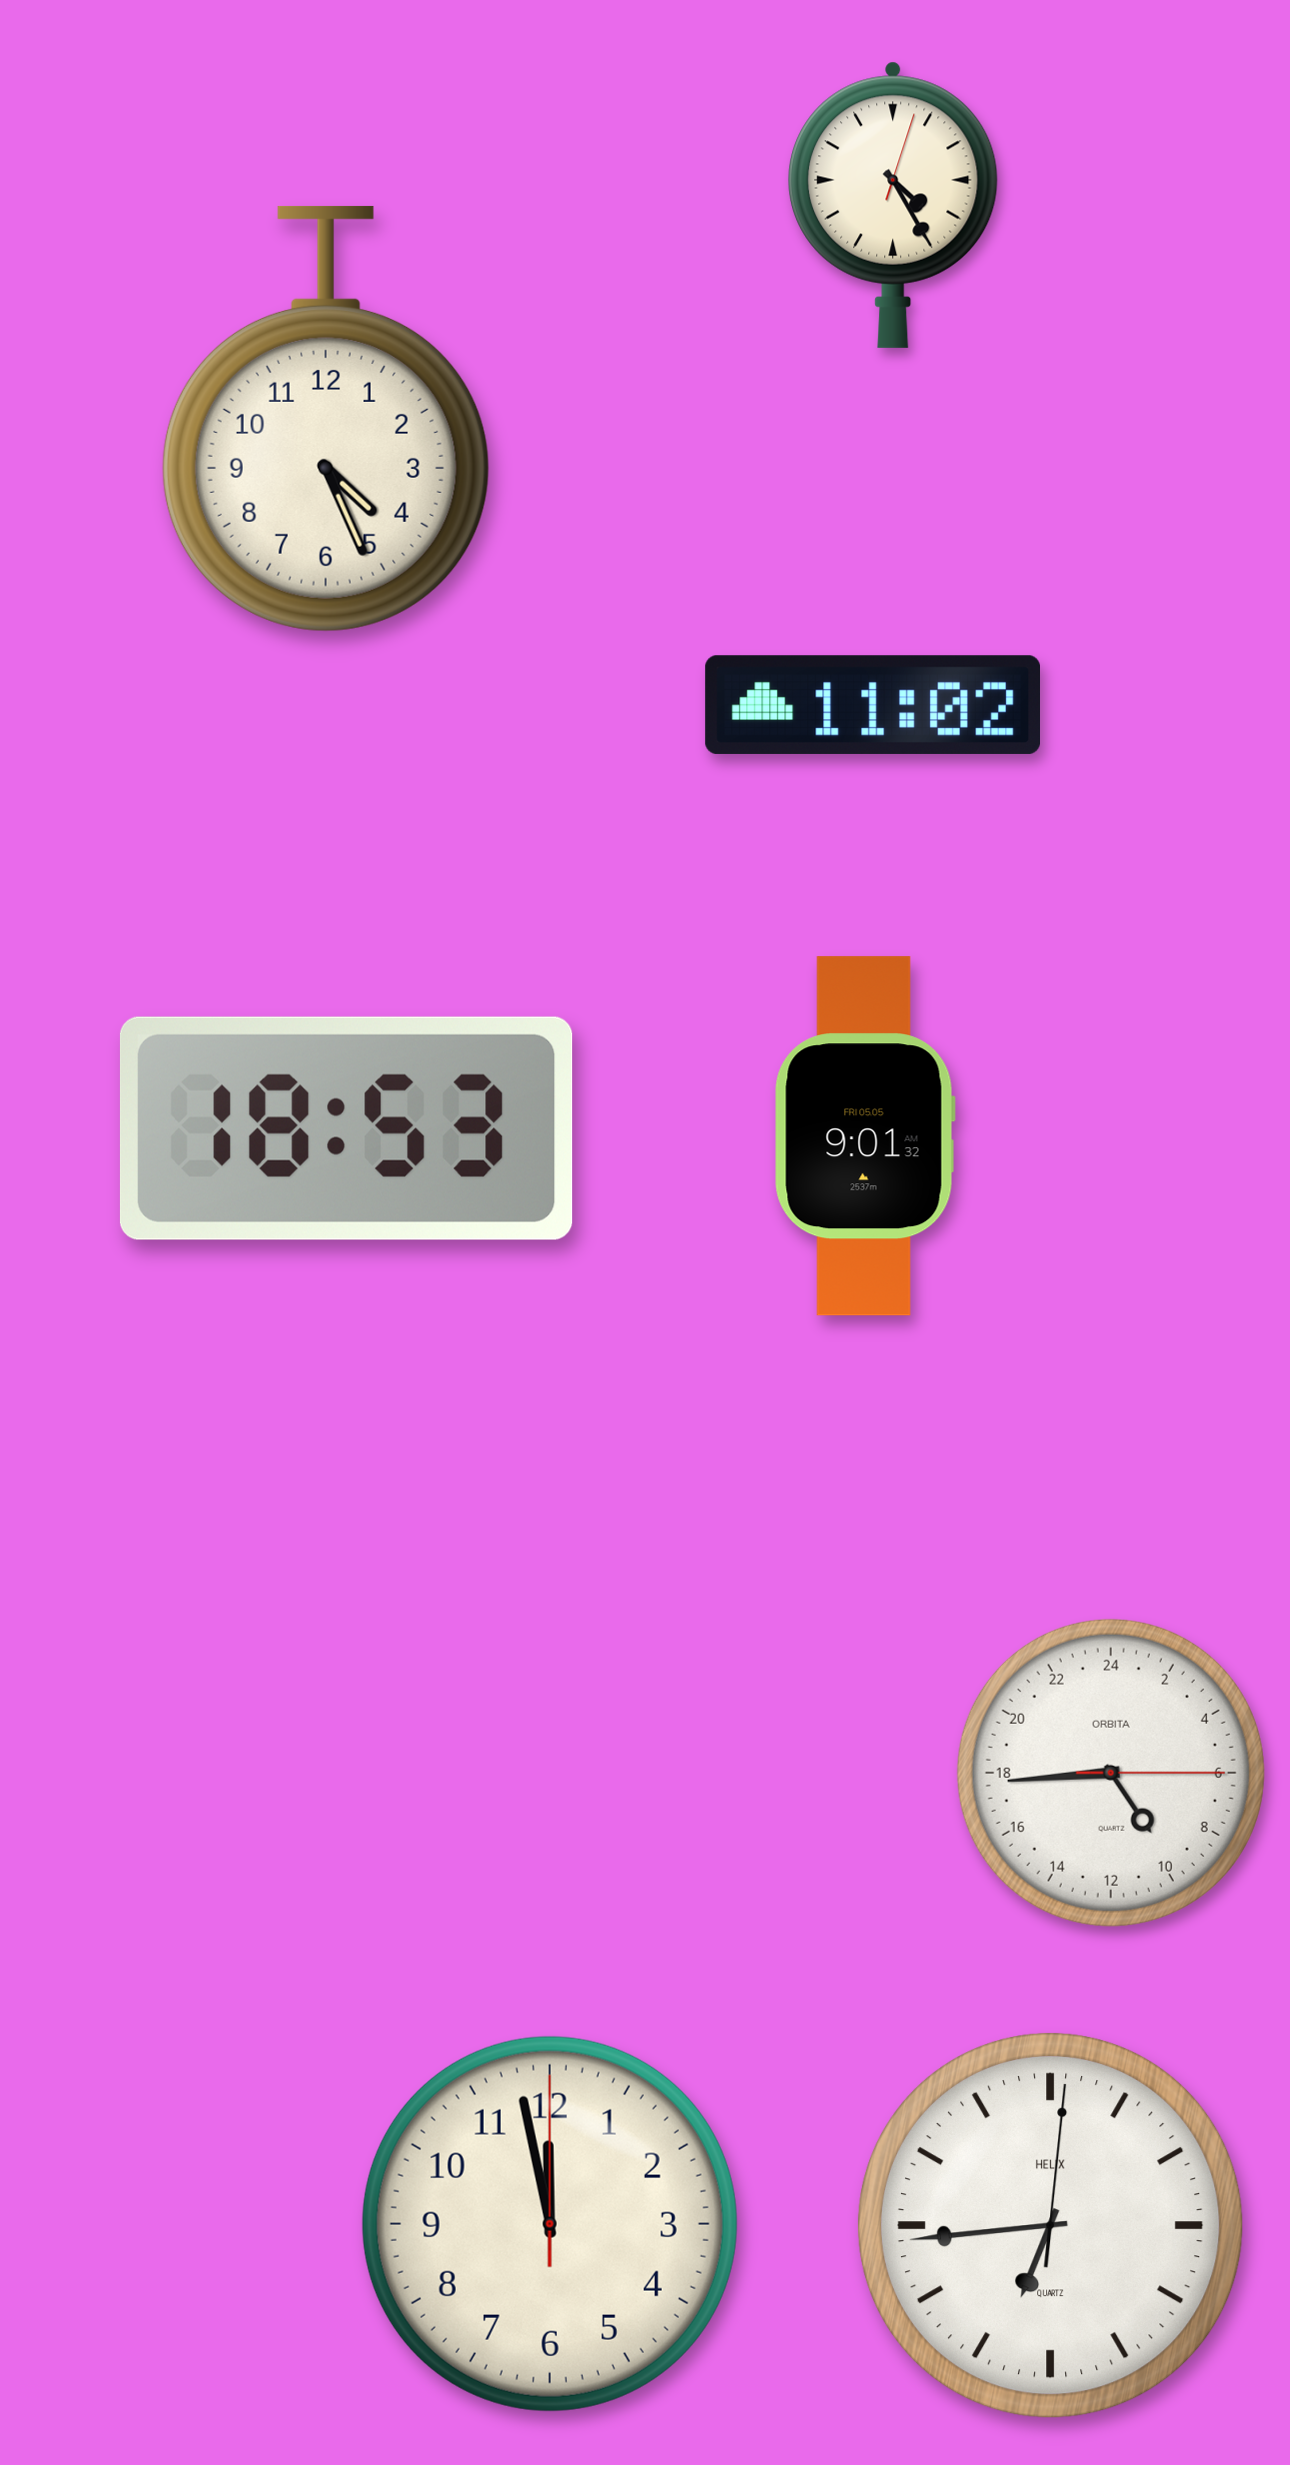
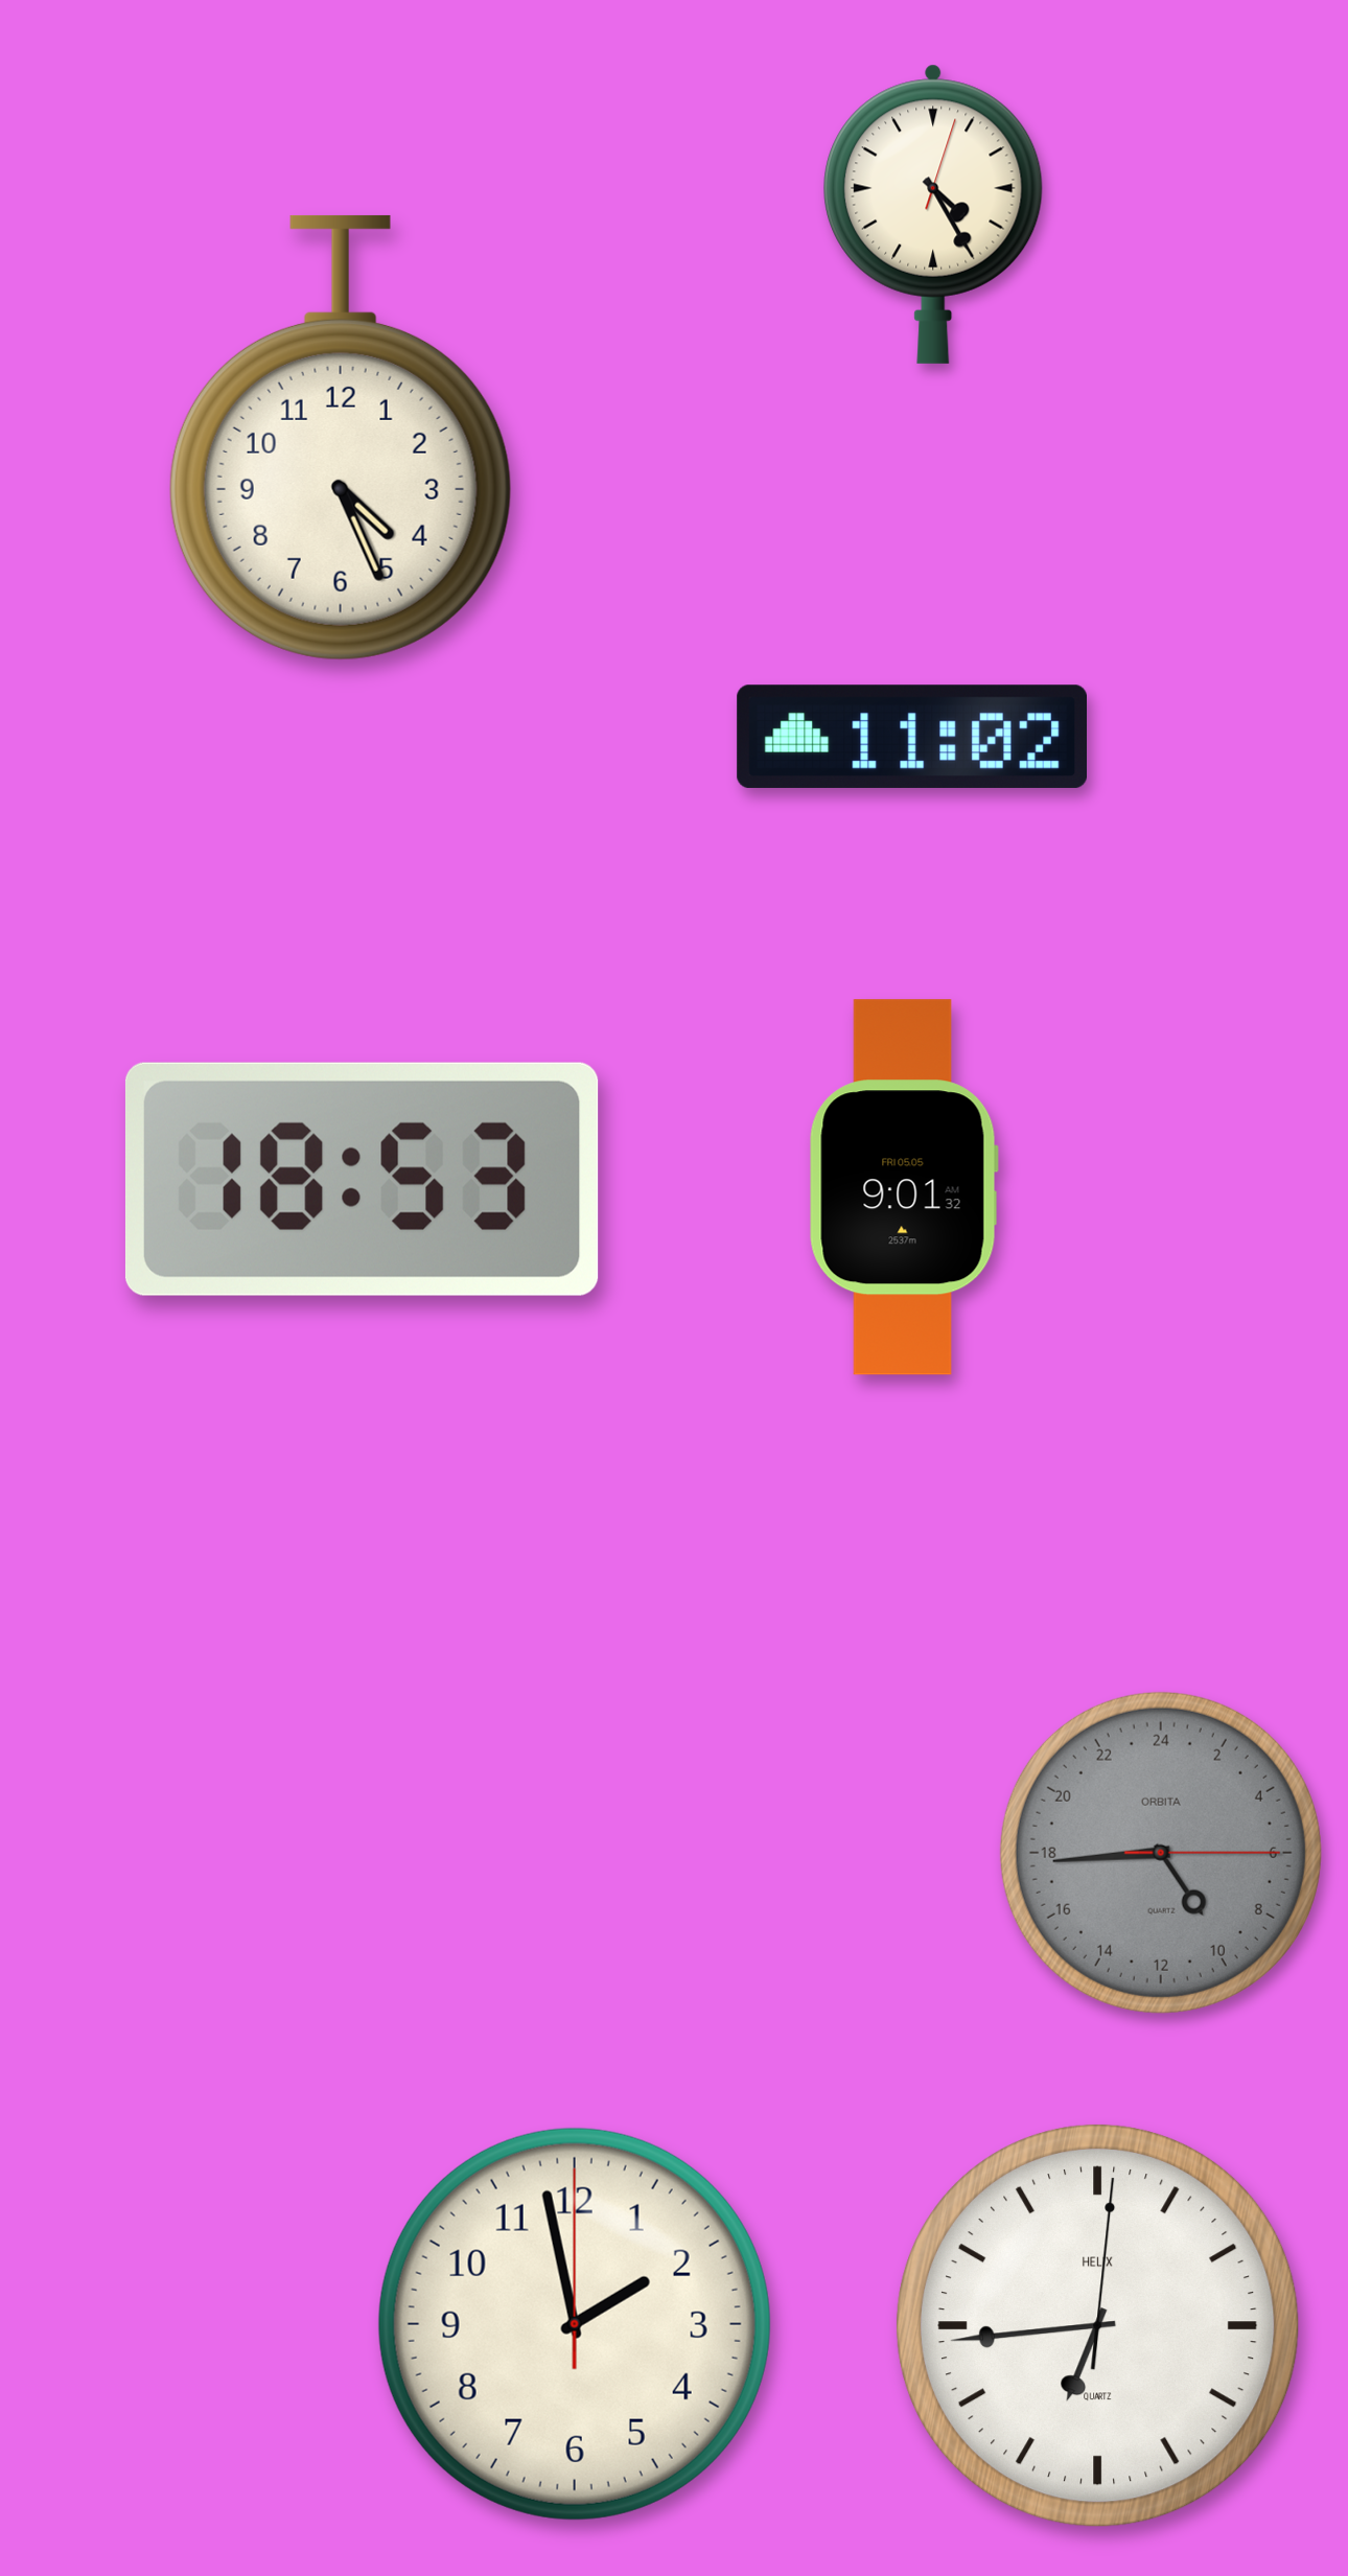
clock at (1111, 1773) dial: white -> grey
clock at (550, 2224): 11:58 -> 1:58
